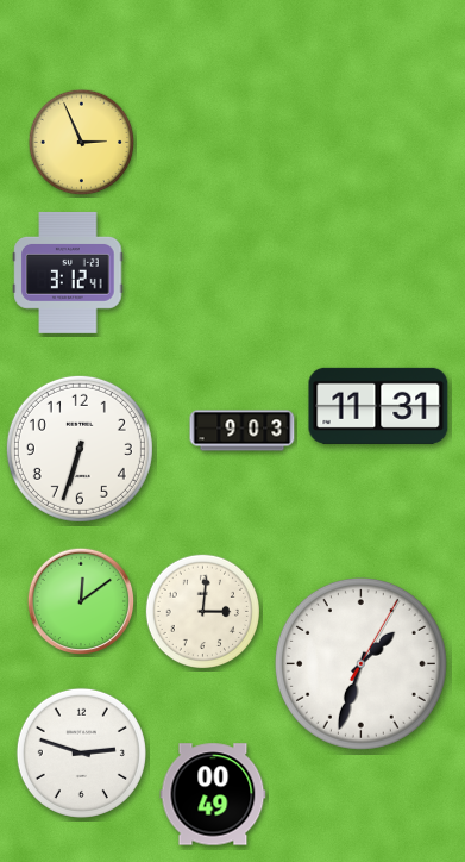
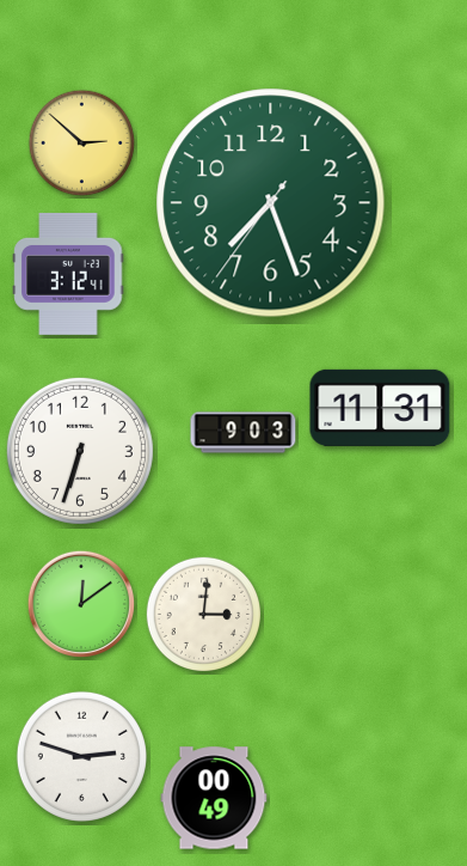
clock at (82, 143): 2:56 -> 2:52
clock at (271, 203): none -> 7:26
clock at (360, 663): 1:33 -> none
